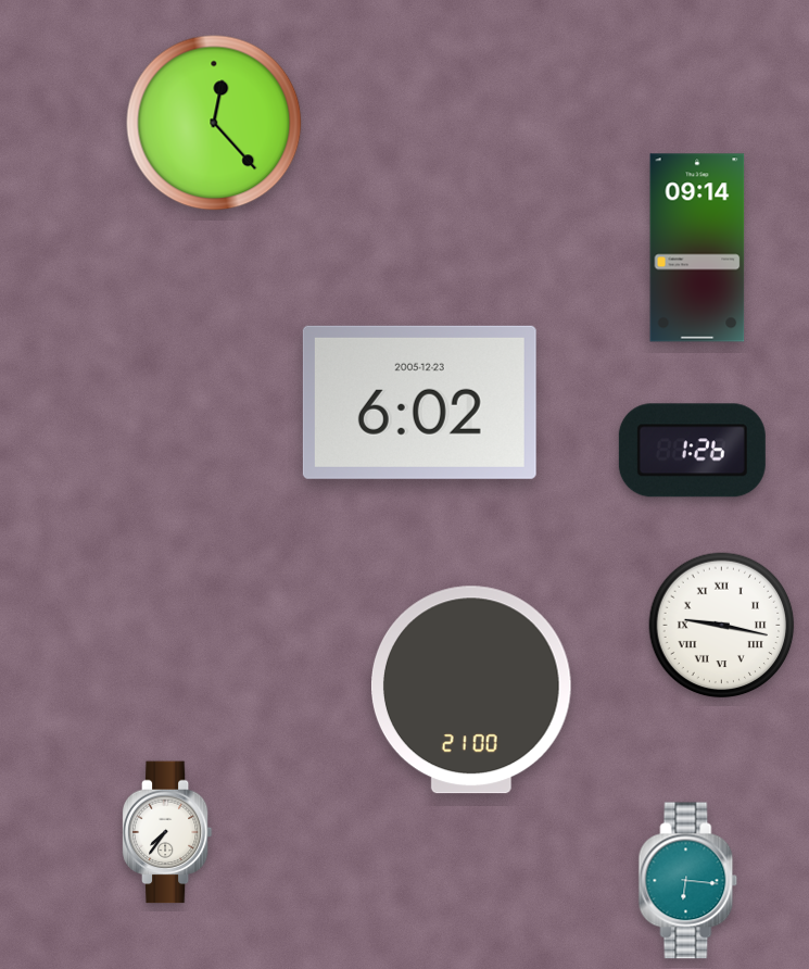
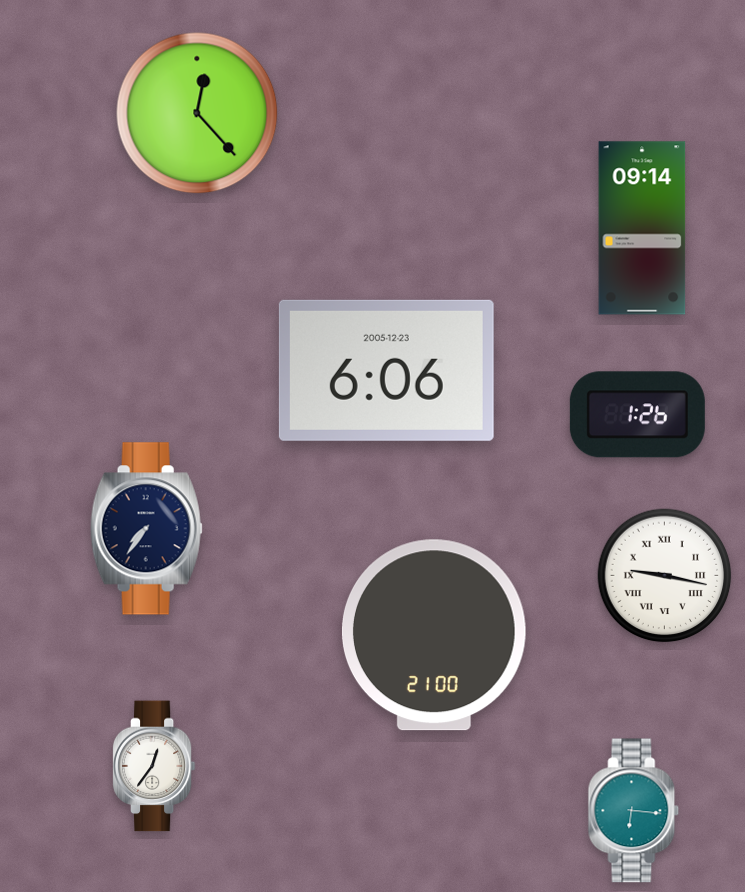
clock at (419, 402): 6:02 -> 6:06
clock at (146, 529): none -> 7:36
clock at (167, 832): 7:36 -> 12:36
